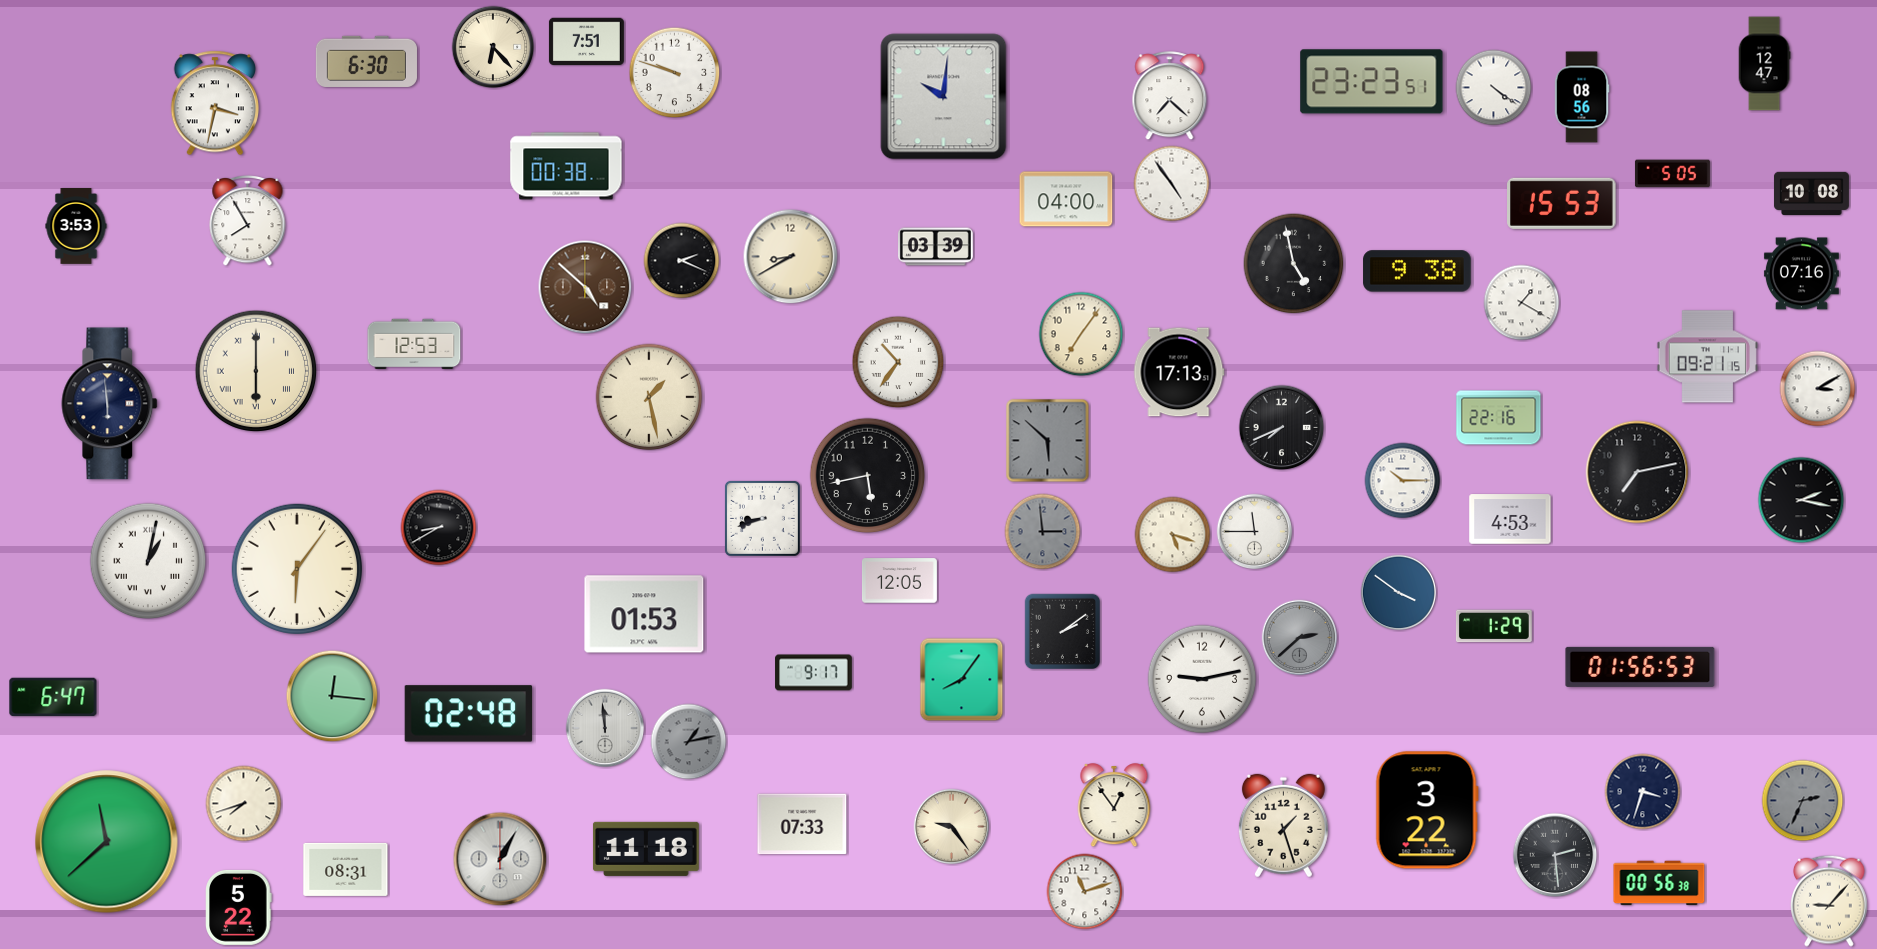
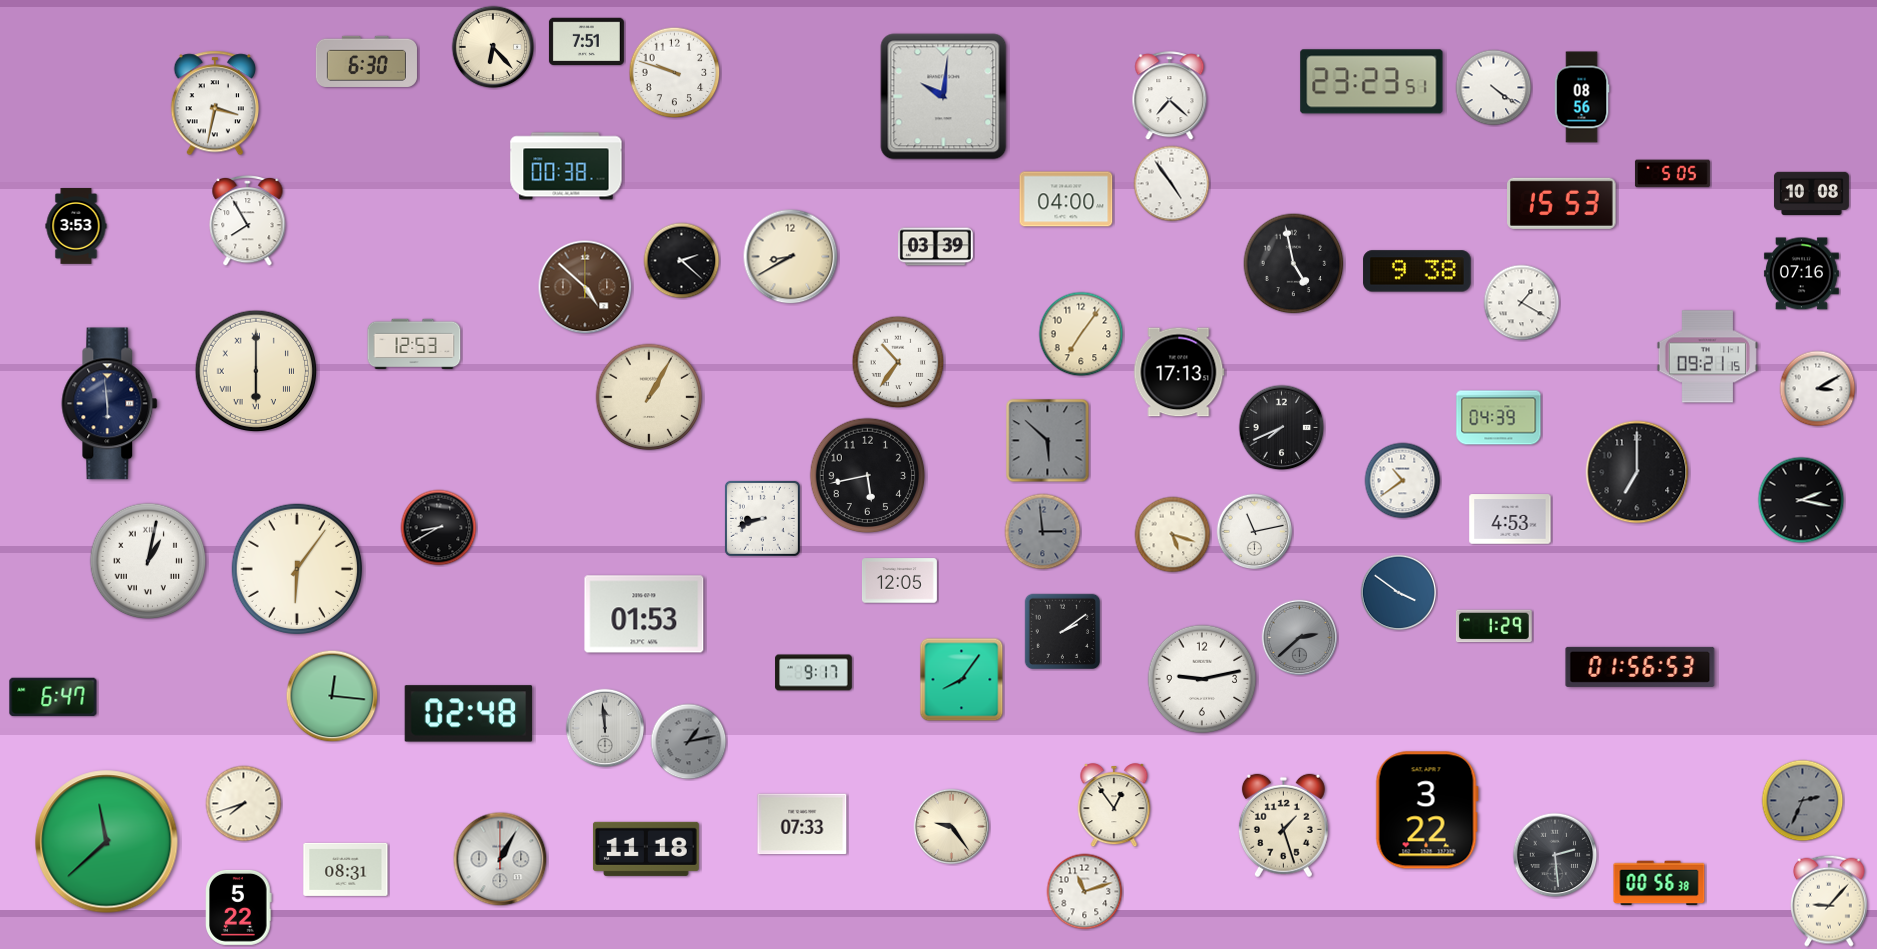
clock at (1764, 64): 12:47 -> none
clock at (682, 261): 2:19 -> 2:22
clock at (649, 397): 1:28 -> 1:05
clock at (1499, 418): 22:16 -> 04:39
clock at (1637, 472): 7:13 -> 7:00
clock at (1403, 481): 10:15 -> 10:39
clock at (1255, 532): 11:45 -> 11:13
clock at (1643, 792): 3:33 -> none
